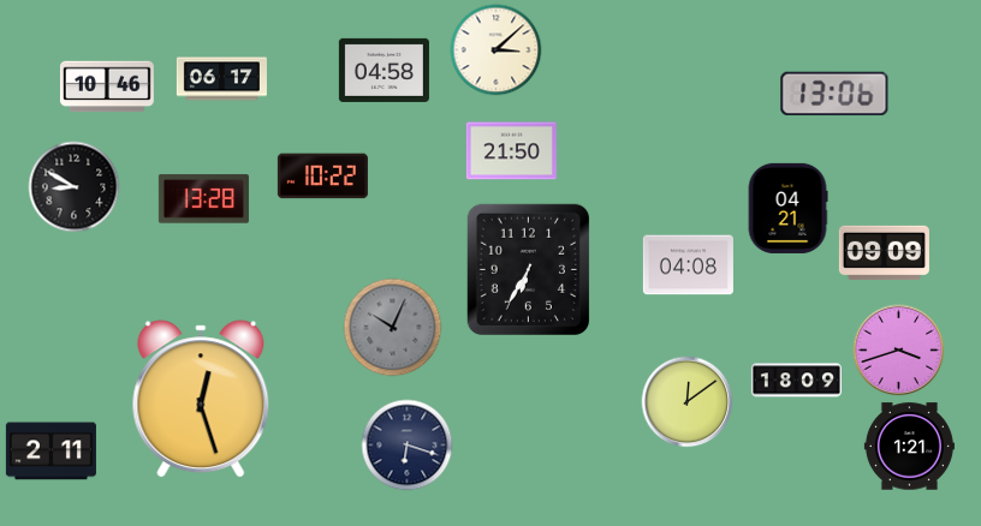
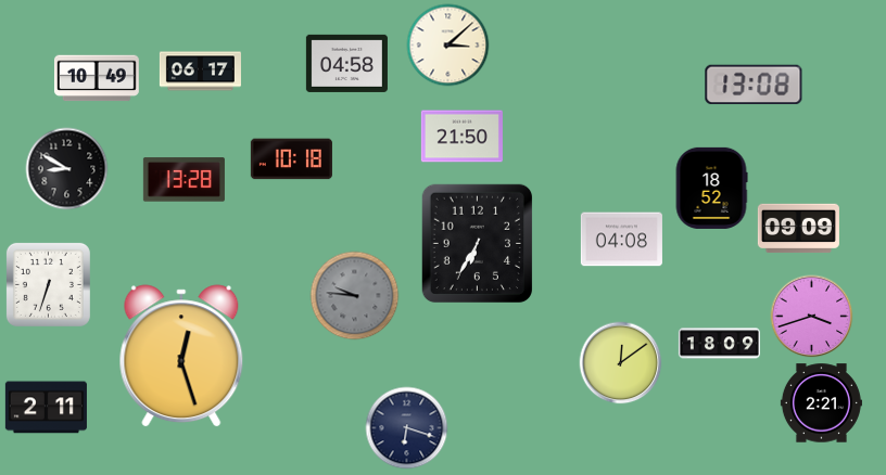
clock at (107, 86): 10:46 -> 10:49
clock at (834, 94): 13:06 -> 13:08
clock at (322, 177): 10:22 -> 10:18
clock at (787, 208): 04:21 -> 18:52
clock at (48, 284): none -> 6:33
clock at (393, 328): 10:04 -> 9:46
clock at (201, 399) position: (201, 399) -> (181, 356)
clock at (408, 446) position: (408, 446) -> (407, 428)
clock at (909, 447): 1:21 -> 2:21
